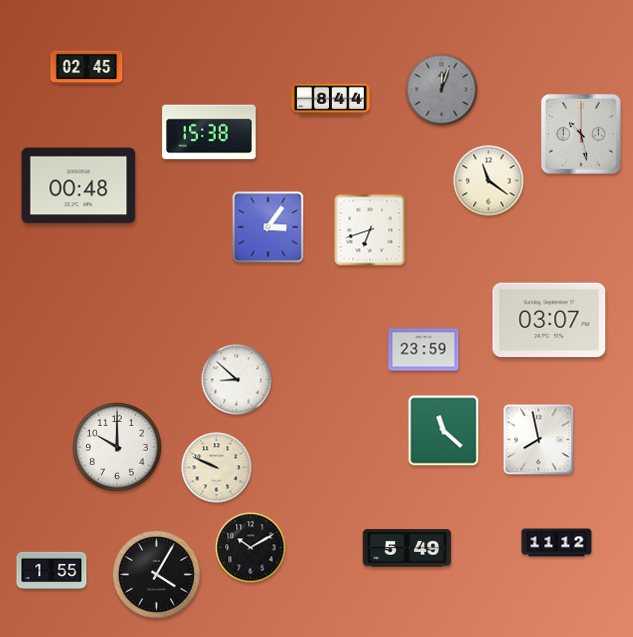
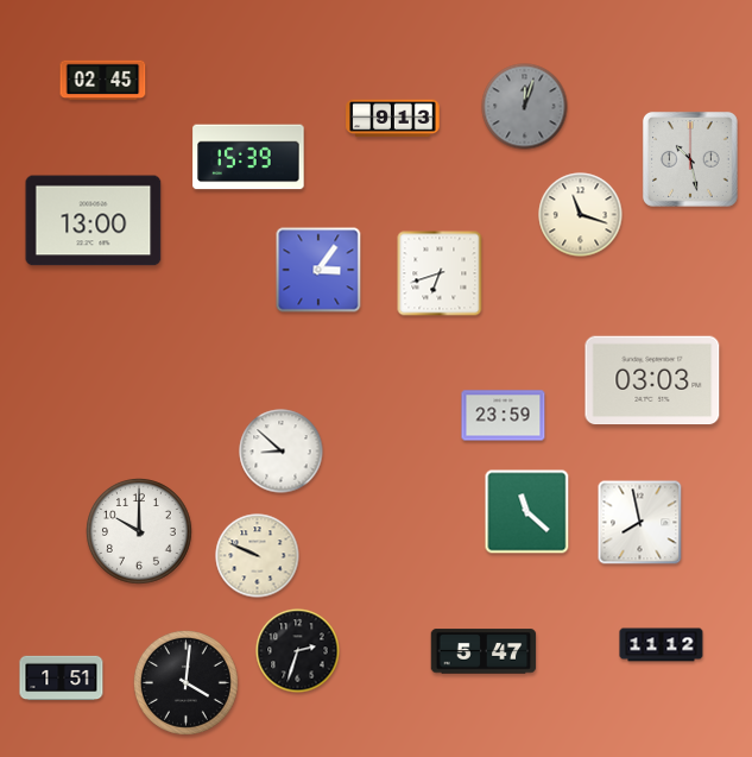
clock at (331, 100): 8:44 -> 9:13
clock at (209, 132): 15:38 -> 15:39
clock at (489, 181): 11:21 -> 11:18
clock at (79, 186): 00:48 -> 13:00
clock at (549, 320): 03:07 -> 03:03
clock at (251, 548): 10:10 -> 2:33
clock at (407, 548): 5:49 -> 5:47
clock at (52, 571): 1:55 -> 1:51
clock at (156, 574): 4:05 -> 4:01
